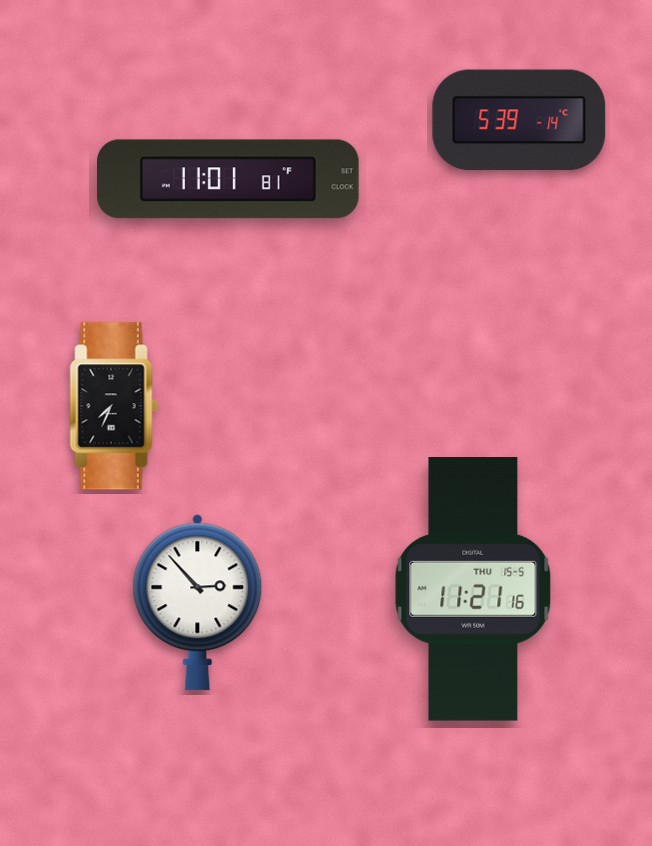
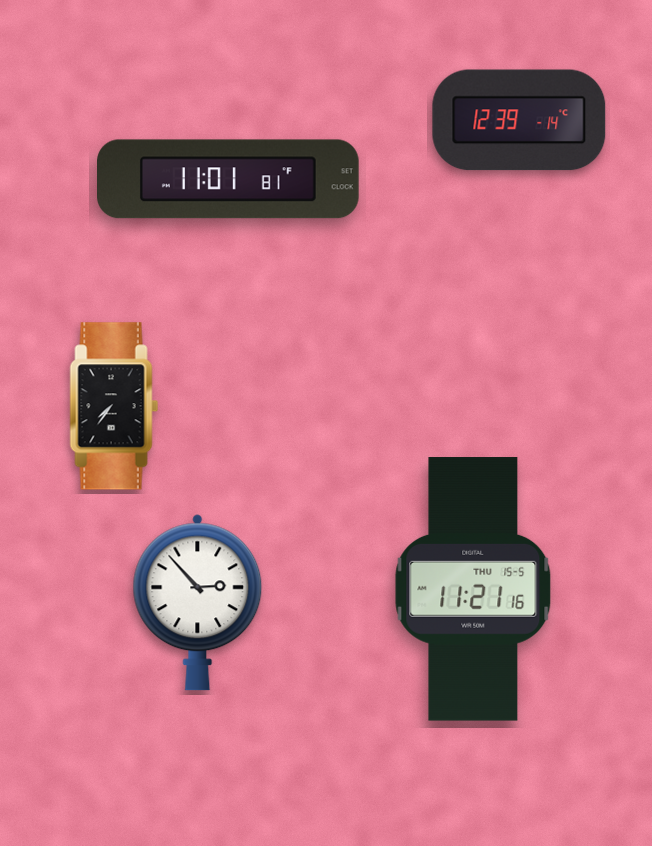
clock at (519, 120): 5:39 -> 12:39
clock at (114, 406): 7:34 -> 7:36
